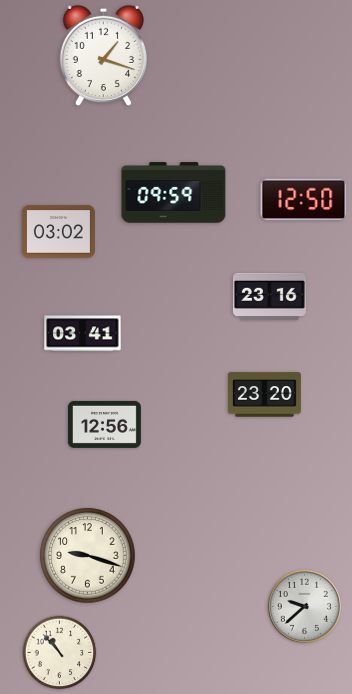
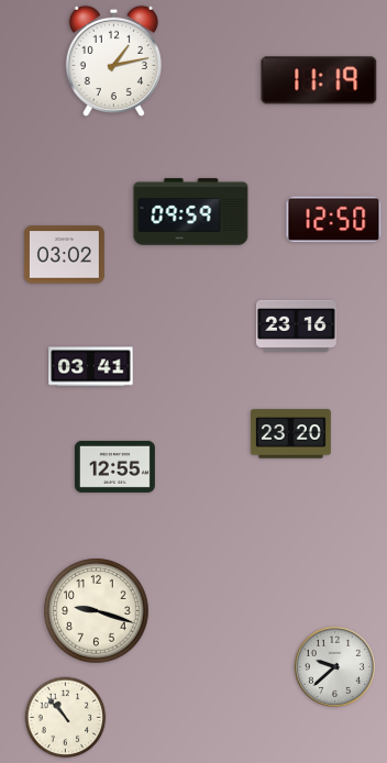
clock at (103, 55): 1:18 -> 1:13
clock at (319, 80): none -> 11:19
clock at (104, 424): 12:56 -> 12:55
